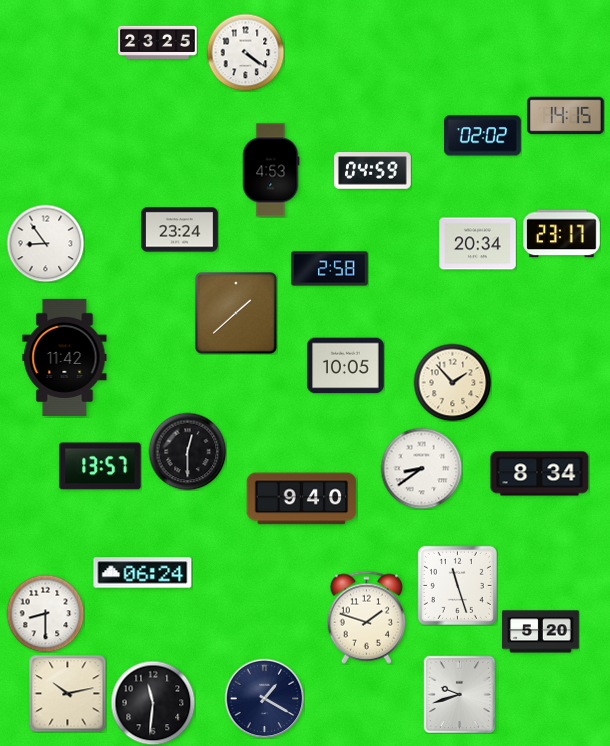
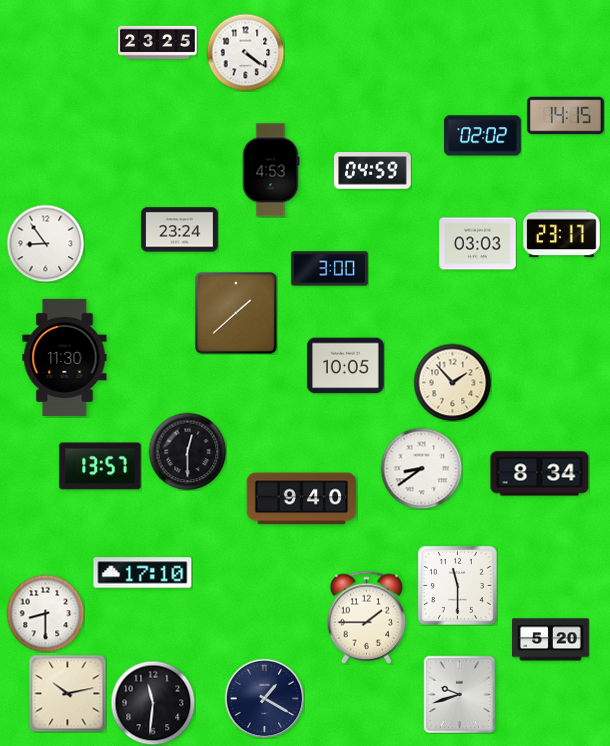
clock at (478, 244): 20:34 -> 03:03
clock at (330, 269): 2:58 -> 3:00
clock at (65, 357): 11:42 -> 11:30
clock at (143, 573): 06:24 -> 17:10
clock at (457, 585): 11:27 -> 11:30
clock at (366, 617): 1:48 -> 1:45
clock at (541, 632) position: (541, 632) -> (551, 640)
